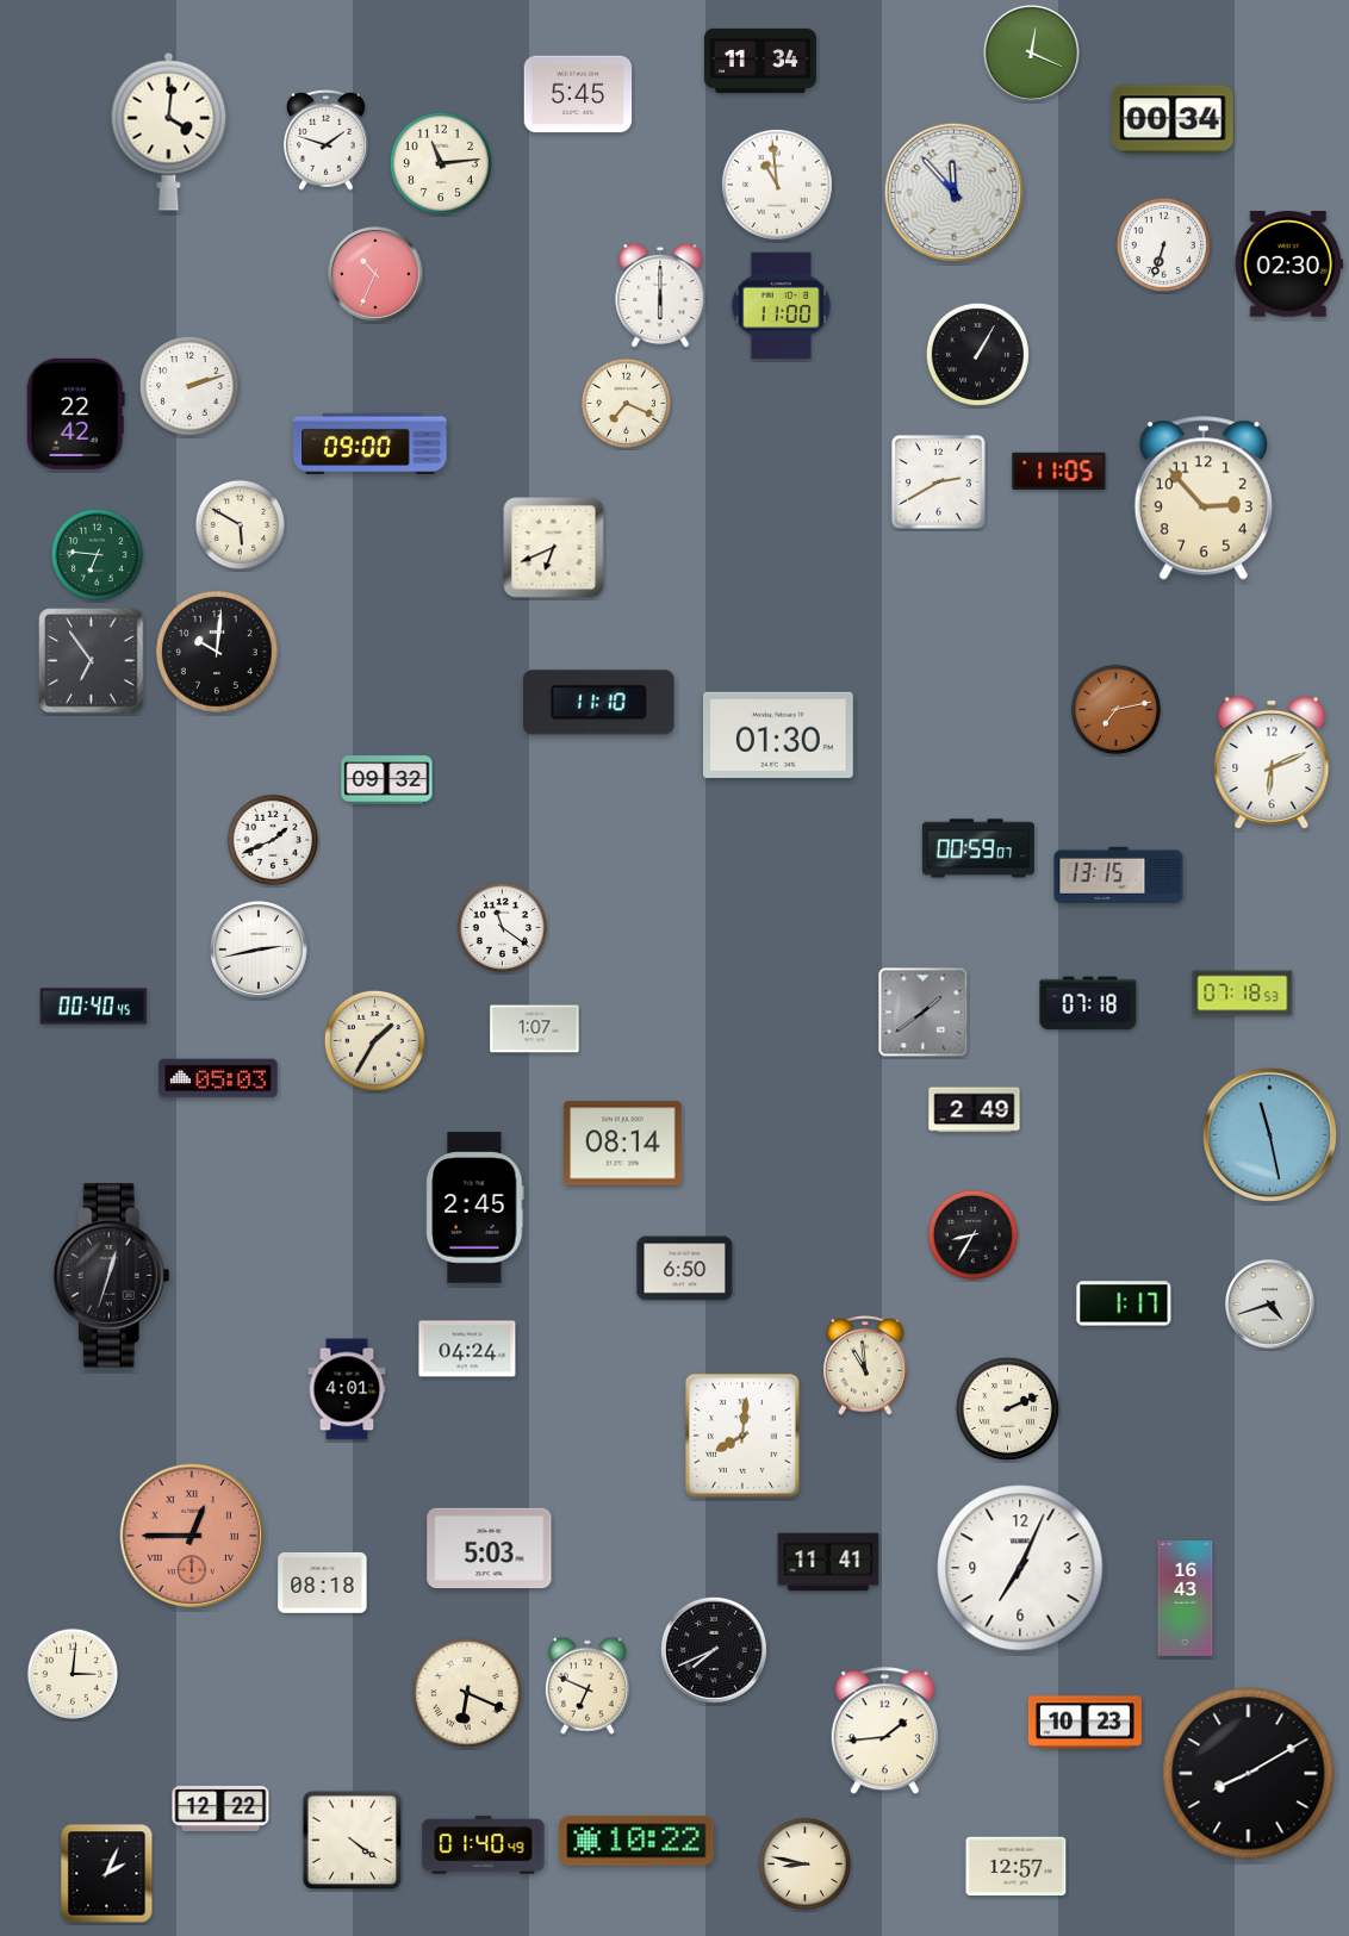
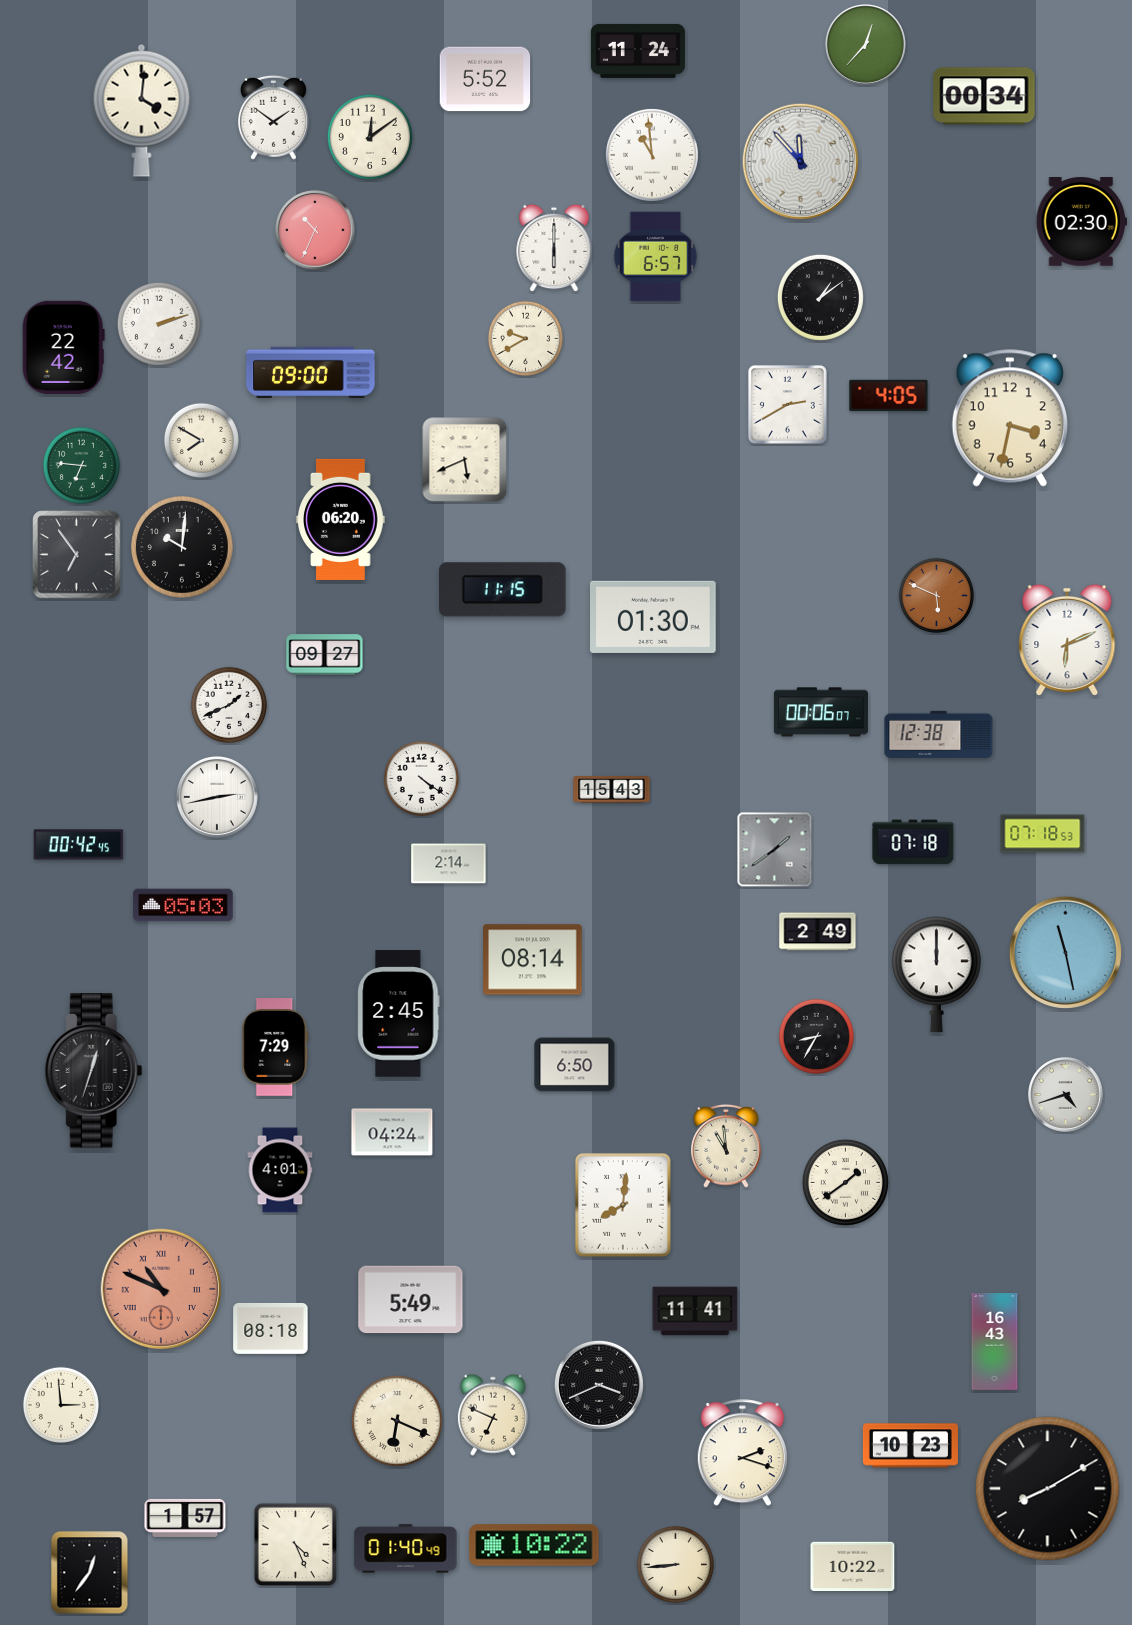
clock at (1031, 52): 12:19 -> 12:37
clock at (760, 61): 11:34 -> 11:24
clock at (578, 94): 5:45 -> 5:52
clock at (1173, 119) position: (1173, 119) -> (984, 96)
clock at (327, 139): 1:48 -> 1:51
clock at (441, 163): 11:14 -> 12:09
clock at (1163, 244): 6:33 -> none
clock at (782, 306): 11:00 -> 6:57
clock at (977, 354): 1:05 -> 1:09
clock at (626, 403): 7:19 -> 9:40
clock at (1059, 472): 11:05 -> 4:05
clock at (1204, 498): 2:53 -> 3:32
clock at (240, 524): 5:50 -> 7:50
clock at (554, 548): 6:41 -> 5:41
clock at (341, 519): none -> 06:20
clock at (599, 703): 11:10 -> 11:15
clock at (1115, 709): 7:13 -> 5:49
clock at (387, 780): 09:32 -> 09:27
clock at (978, 848): 00:59 -> 00:06
clock at (1119, 874): 13:15 -> 12:38
clock at (502, 927): 11:21 -> 4:21
clock at (612, 790): none -> 15:43
clock at (94, 1007): 00:40 -> 00:42
clock at (535, 1029): 1:07 -> 2:14
clock at (374, 1040): 1:35 -> none
clock at (623, 1144) position: (623, 1144) -> (533, 960)
clock at (937, 975): none -> 12:00
clock at (275, 1048): none -> 7:29
clock at (1124, 1303): 1:17 -> none
clock at (347, 1389) position: (347, 1389) -> (280, 1170)
clock at (1007, 1408): 2:11 -> 1:39
clock at (191, 1535): 12:45 -> 10:49
clock at (490, 1549): 5:03 -> 5:49
clock at (1020, 1568): 7:04 -> none
clock at (714, 1650): 7:41 -> 3:41
clock at (73, 1674): 3:01 -> 2:59
clock at (467, 1693) position: (467, 1693) -> (397, 1421)
clock at (884, 1731): 1:44 -> 2:18
clock at (220, 1809): 12:22 -> 1:57
clock at (352, 1839): 4:21 -> 4:26
clock at (804, 1863): 8:47 -> 8:44
clock at (1017, 1867): 12:57 -> 10:22
clock at (107, 1874): 2:04 -> 12:36
